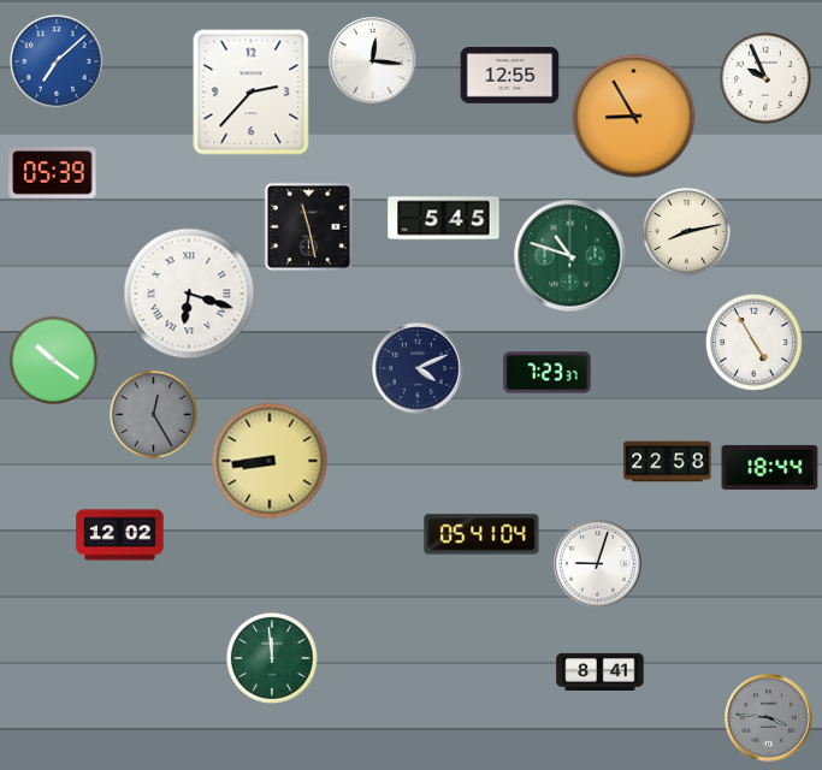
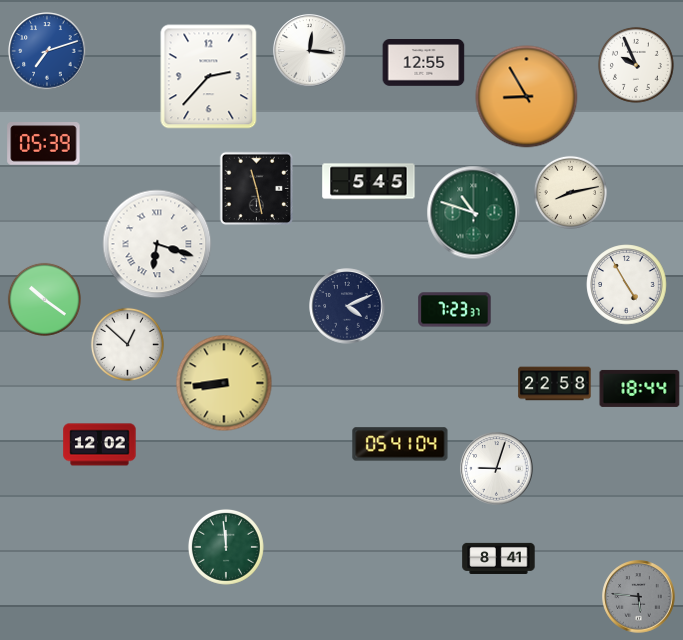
clock at (57, 61): 7:08 -> 7:12
clock at (153, 414): 12:25 -> 12:52
clock at (153, 414) dial: grey -> white
clock at (769, 718): 3:46 -> 5:46
